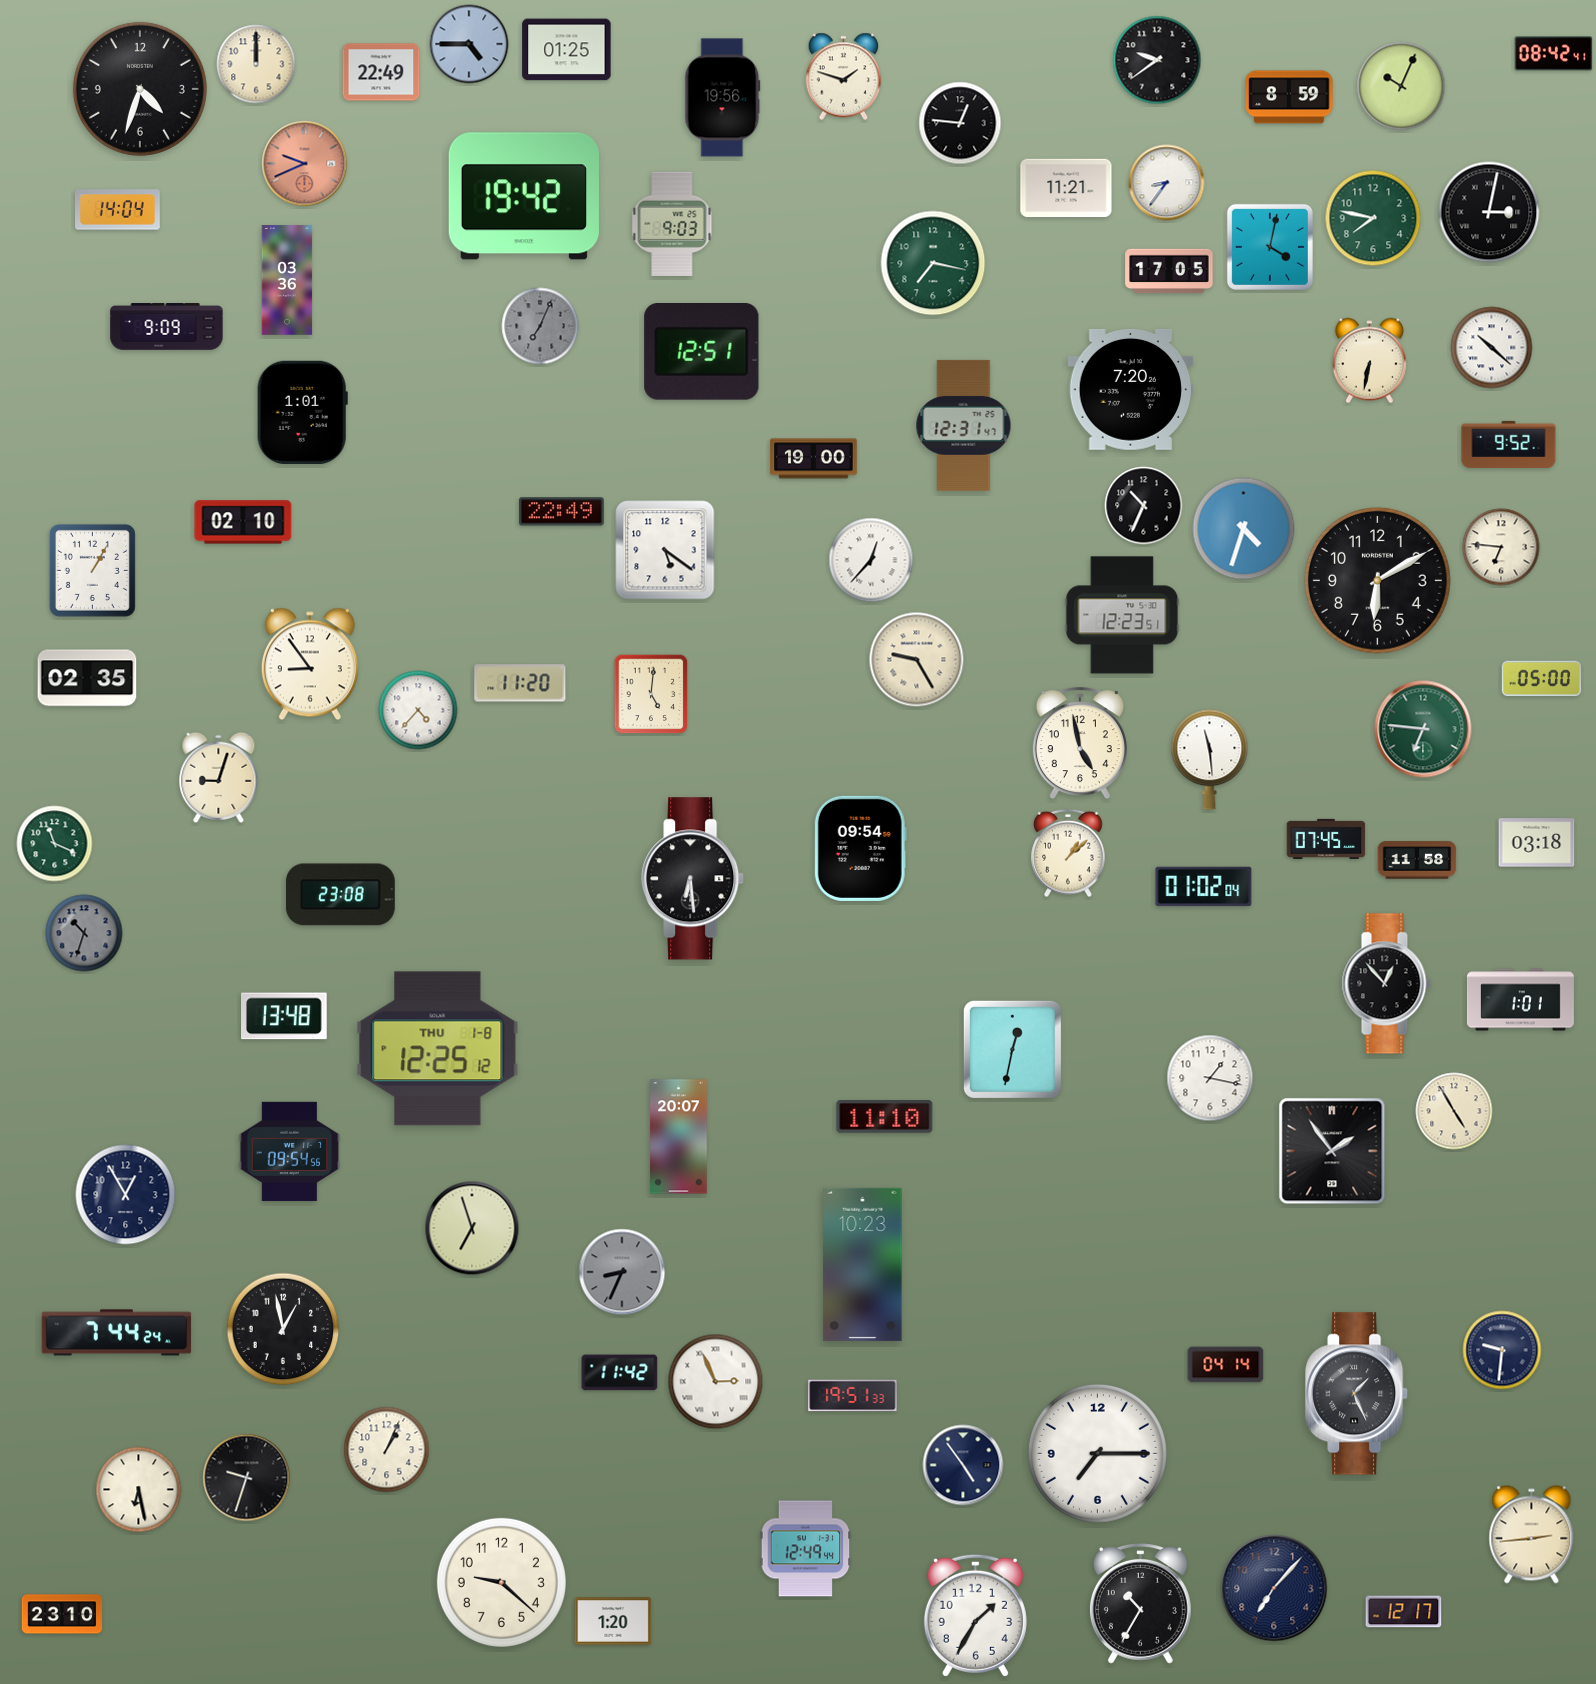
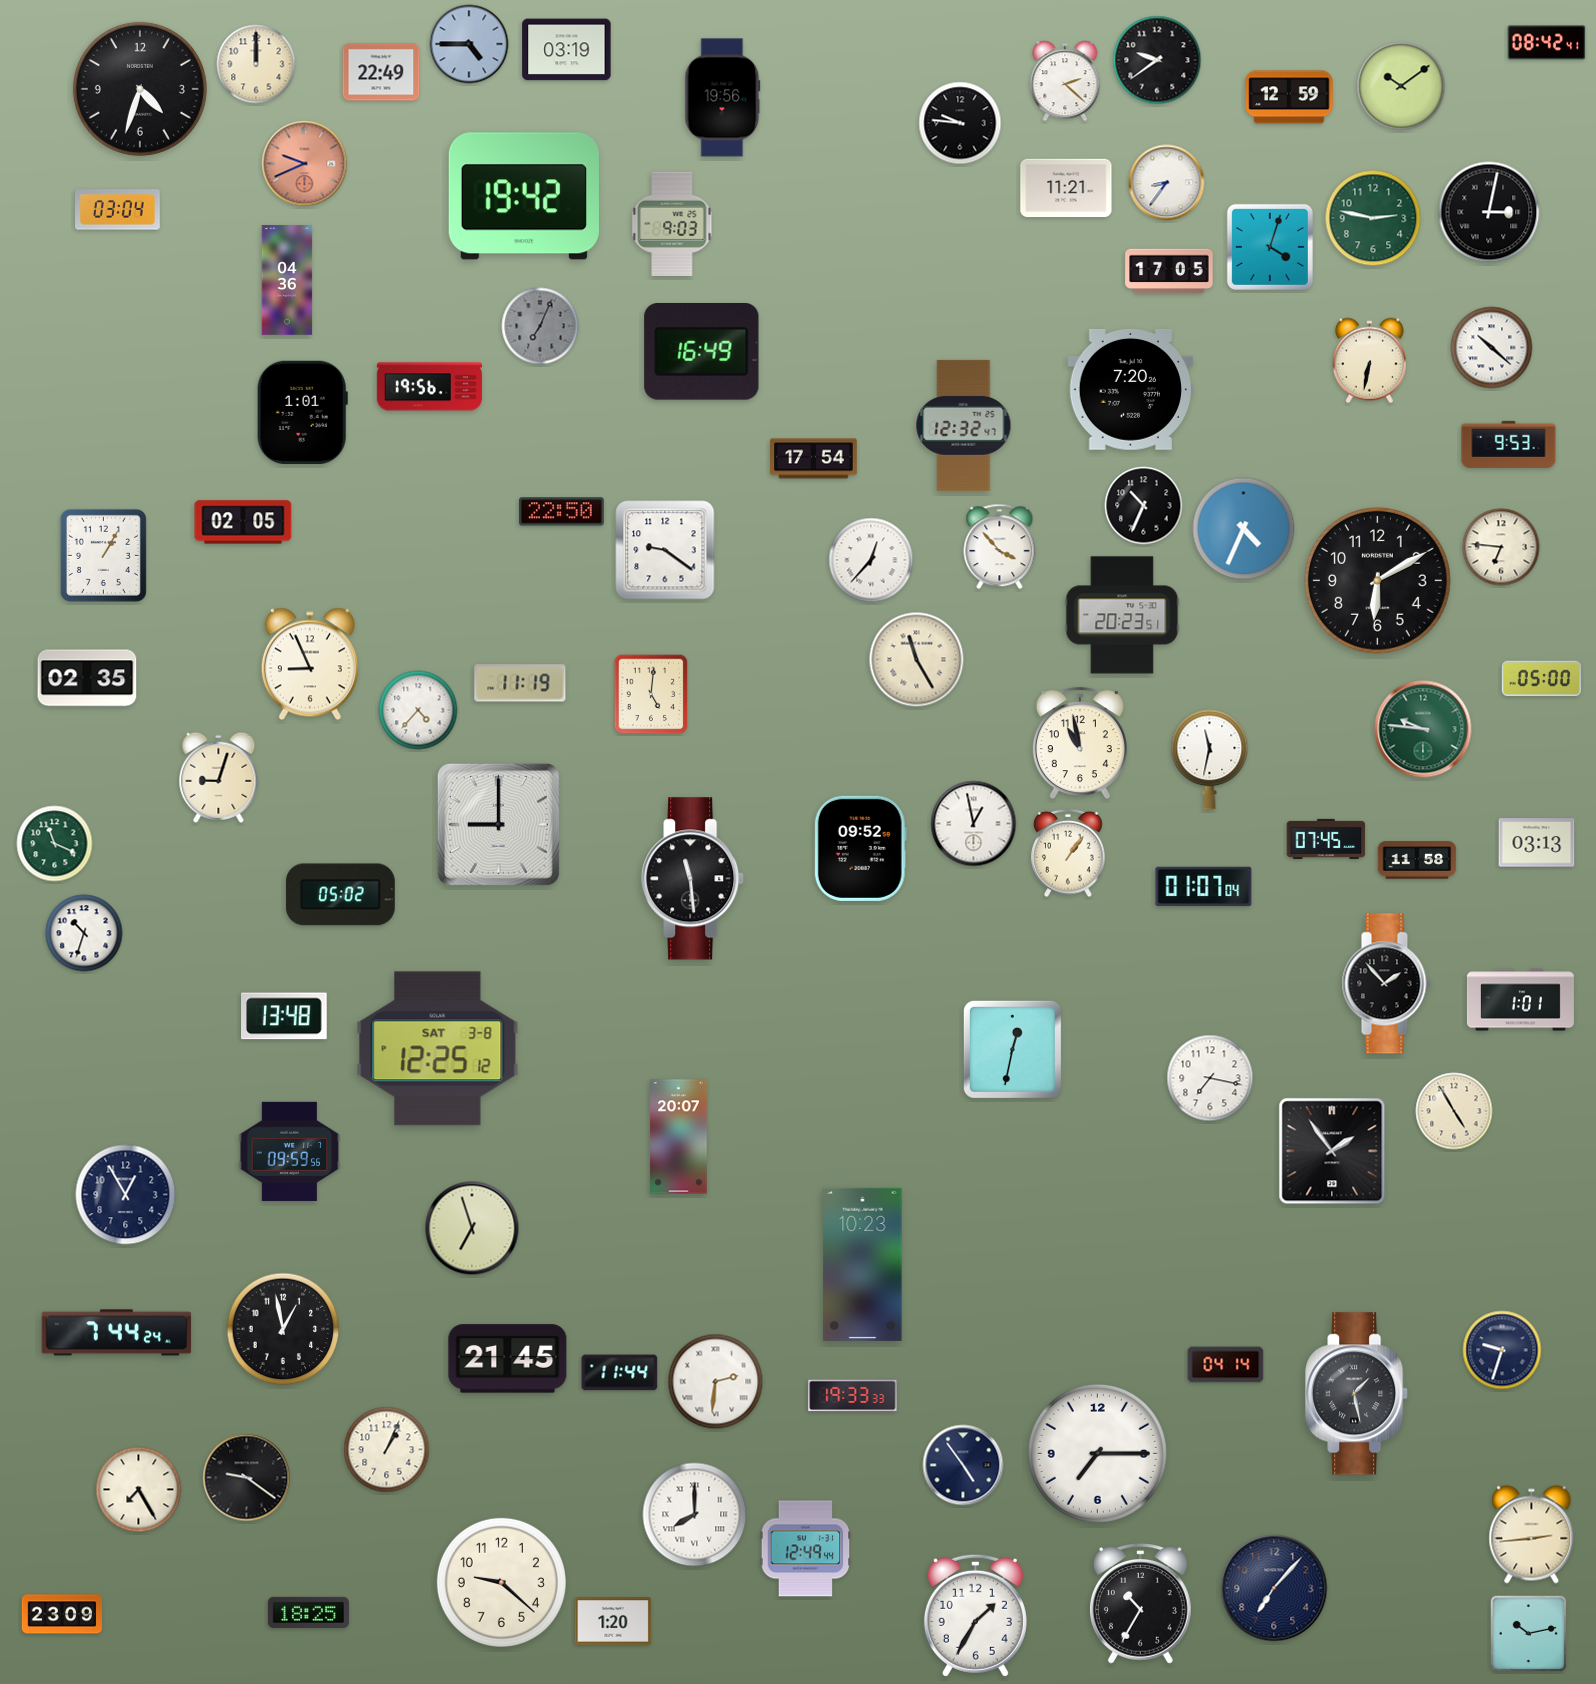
clock at (567, 50): 01:25 -> 03:19
clock at (1554, 54) position: (1554, 54) -> (1547, 43)
clock at (844, 77): 1:48 -> none
clock at (1065, 81): none -> 2:22
clock at (1401, 86): 10:04 -> 10:09
clock at (1289, 97): 8:59 -> 12:59
clock at (960, 123): 12:46 -> 9:46
clock at (118, 210): 14:04 -> 03:04
clock at (1373, 218): 7:47 -> 2:47
clock at (1270, 247): 4:02 -> 4:03
clock at (933, 263): 7:17 -> none
clock at (287, 280): 03:36 -> 04:36
clock at (167, 327): 9:09 -> none
clock at (702, 352): 12:51 -> 16:49
clock at (429, 387): none -> 19:56
clock at (964, 425): 12:31 -> 12:32
clock at (1509, 444): 9:52 -> 9:53
clock at (814, 459): 19:00 -> 17:54
clock at (562, 512): 22:49 -> 22:50
clock at (243, 522): 02:10 -> 02:05
clock at (1244, 529): 4:33 -> 4:34
clock at (1000, 547): none -> 3:53
clock at (665, 550): 5:21 -> 9:21
clock at (92, 570) position: (92, 570) -> (103, 555)
clock at (1122, 615): 12:23 -> 20:23
clock at (917, 660): 9:25 -> 11:25
clock at (310, 664): 8:54 -> 8:56
clock at (520, 683): 11:20 -> 11:19
clock at (1423, 729): 6:46 -> 9:46
clock at (1080, 744): 4:58 -> 10:58
clock at (1210, 760): 11:29 -> 11:32
clock at (498, 824): none -> 9:00
clock at (974, 824): none -> 12:58
clock at (1537, 843): 03:18 -> 03:13
clock at (860, 848): 09:54 -> 09:52
clock at (1068, 853): 1:08 -> 1:06
clock at (693, 879): 6:29 -> 11:29
clock at (1204, 887): 01:02 -> 01:07
clock at (340, 895): 23:08 -> 05:02
clock at (84, 933) dial: grey -> white
clock at (1386, 984): 12:53 -> 1:53
clock at (438, 1049) date: THU 1-8 -> SAT 3-8
clock at (1210, 1078): 1:17 -> 7:17
clock at (885, 1117): 11:10 -> none
clock at (290, 1151): 09:54 -> 09:59
clock at (622, 1272): 8:34 -> none
clock at (1502, 1350): 9:31 -> 9:33
clock at (508, 1359): none -> 21:45
clock at (620, 1373): 11:42 -> 11:44
clock at (716, 1382): 2:56 -> 2:31
clock at (1357, 1394): 1:26 -> 1:28
clock at (853, 1396): 19:51 -> 19:33
clock at (247, 1478): 9:33 -> 9:21
clock at (139, 1490): 6:28 -> 7:25
clock at (695, 1515): none -> 8:00
clock at (308, 1612): none -> 18:25
clock at (1404, 1612): 12:17 -> none
clock at (62, 1614): 23:10 -> 23:09
clock at (1529, 1634): none -> 10:13
